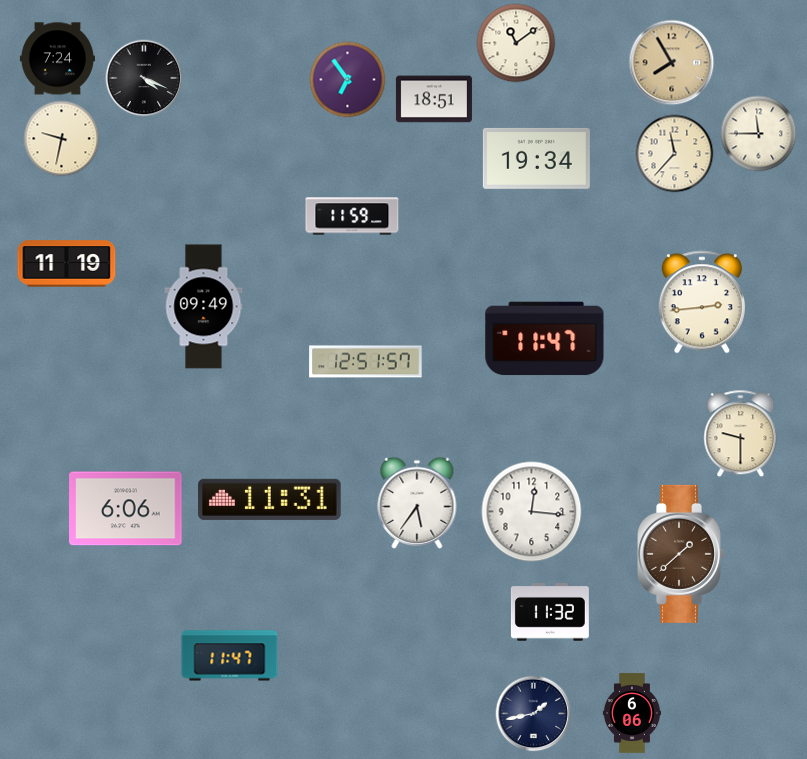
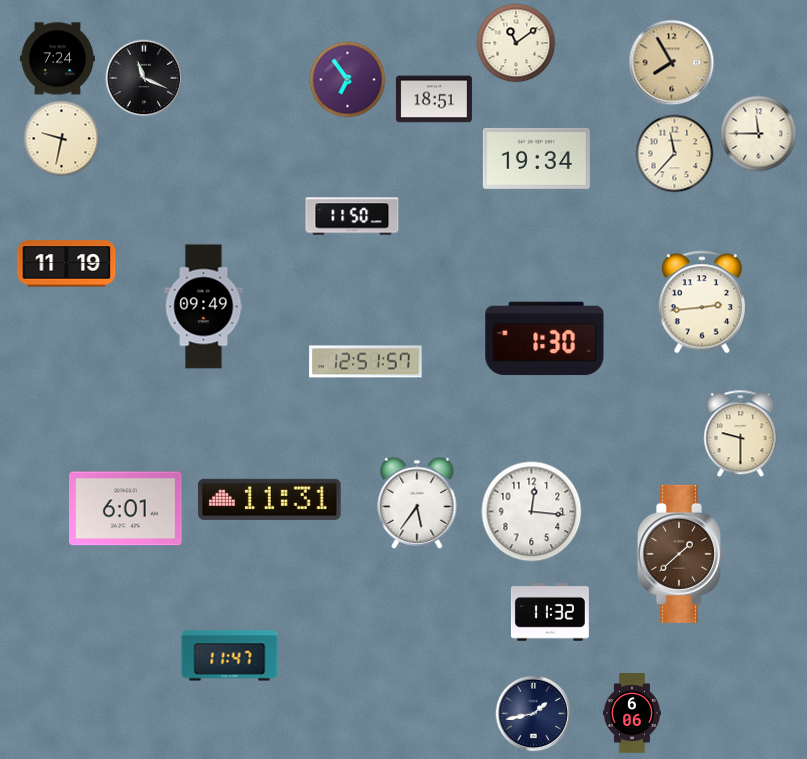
clock at (144, 78): 4:19 -> 11:19
clock at (352, 216): 11:59 -> 11:50
clock at (545, 339): 11:47 -> 1:30
clock at (126, 509): 6:06 -> 6:01
